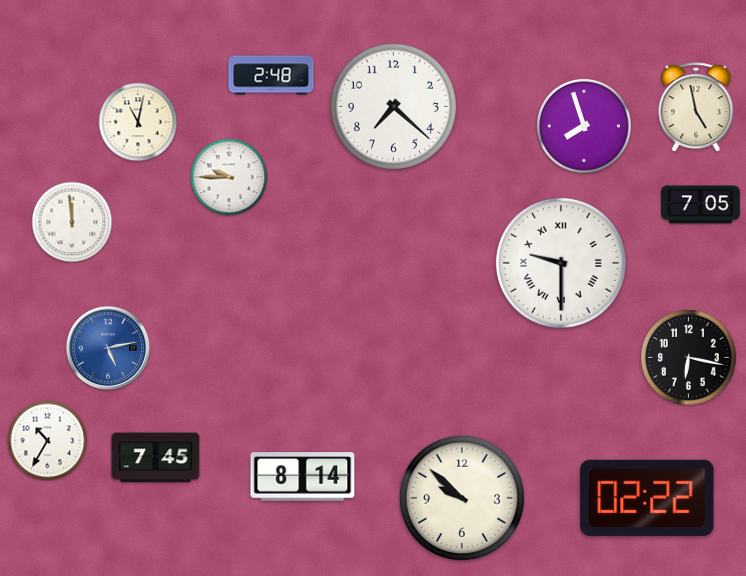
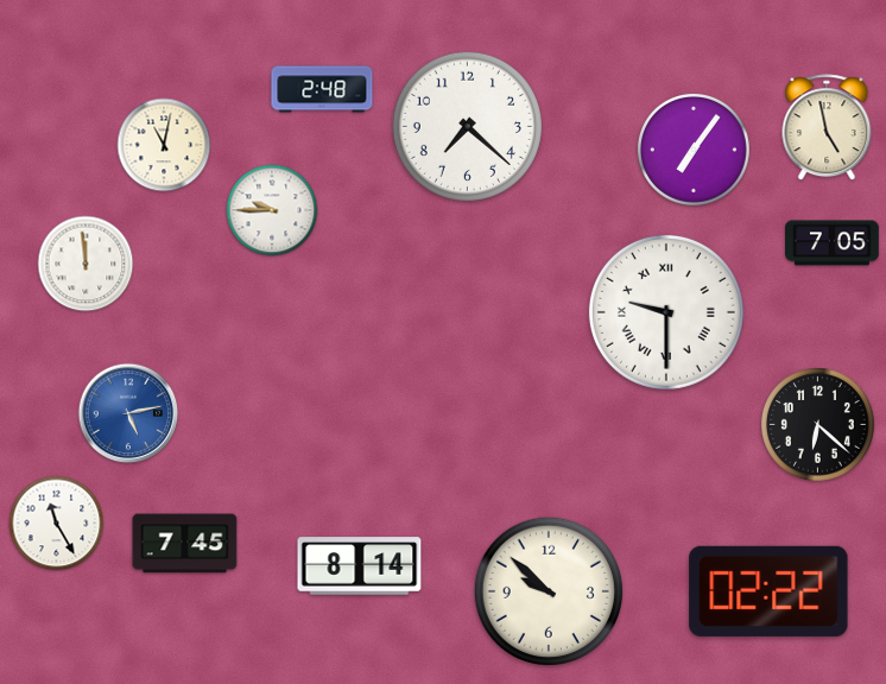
clock at (584, 126): 7:57 -> 7:06
clock at (689, 358): 6:17 -> 6:22
clock at (48, 441): 10:35 -> 11:25
